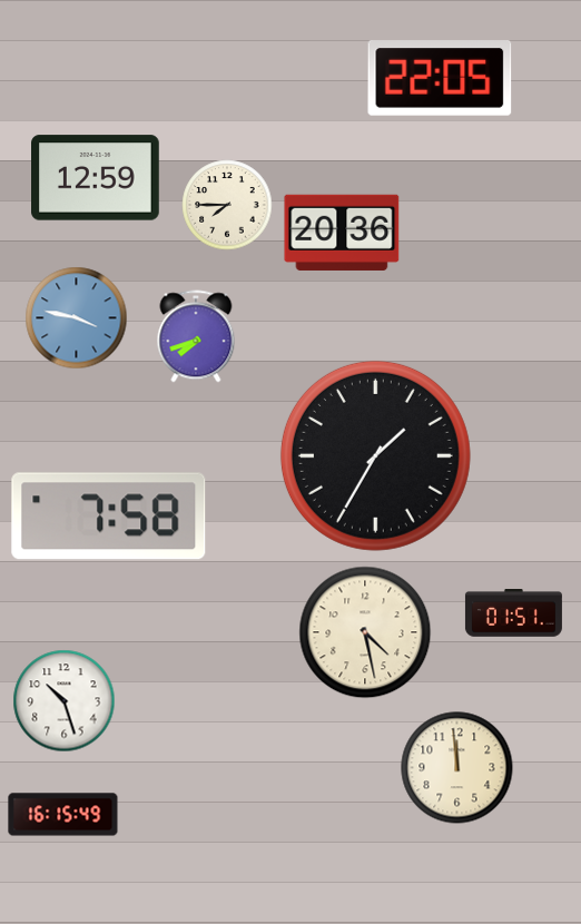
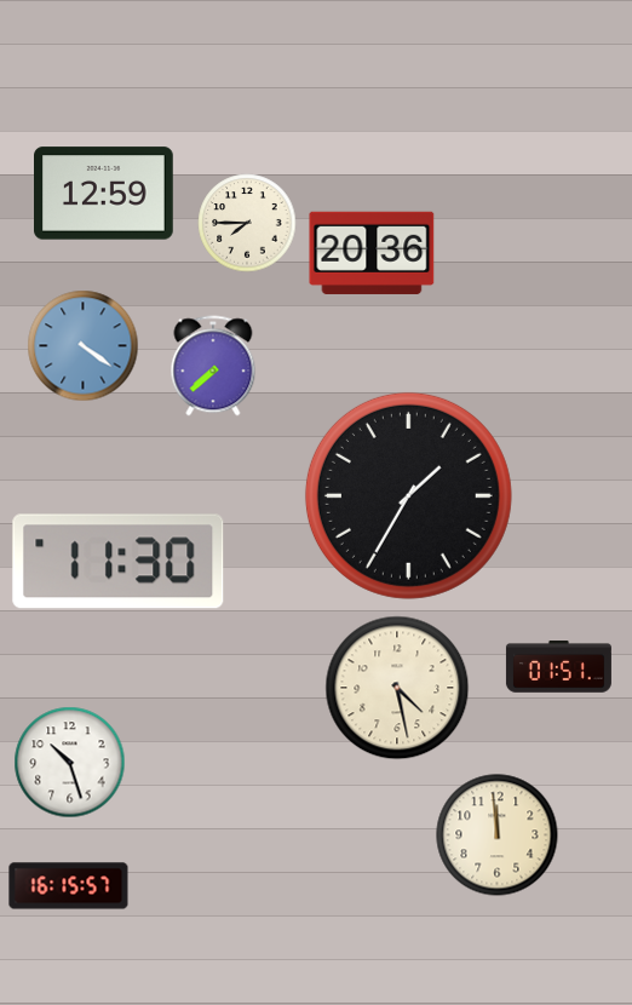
clock at (440, 79): 22:05 -> none
clock at (77, 318): 3:47 -> 4:21
clock at (196, 336): 7:42 -> 7:38
clock at (109, 517): 7:58 -> 11:30
clock at (63, 815): 16:15:49 -> 16:15:57
